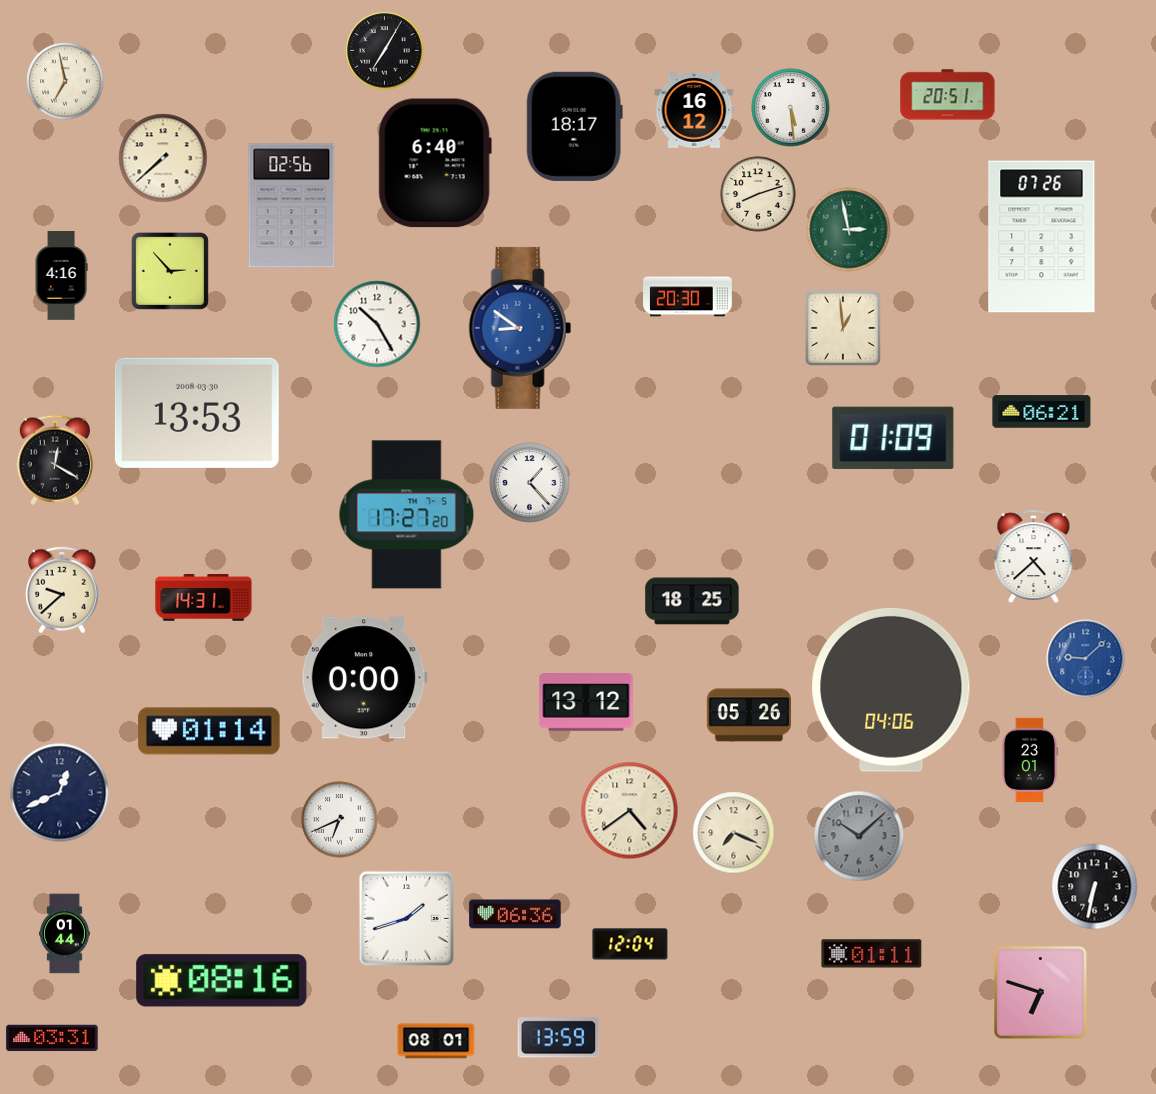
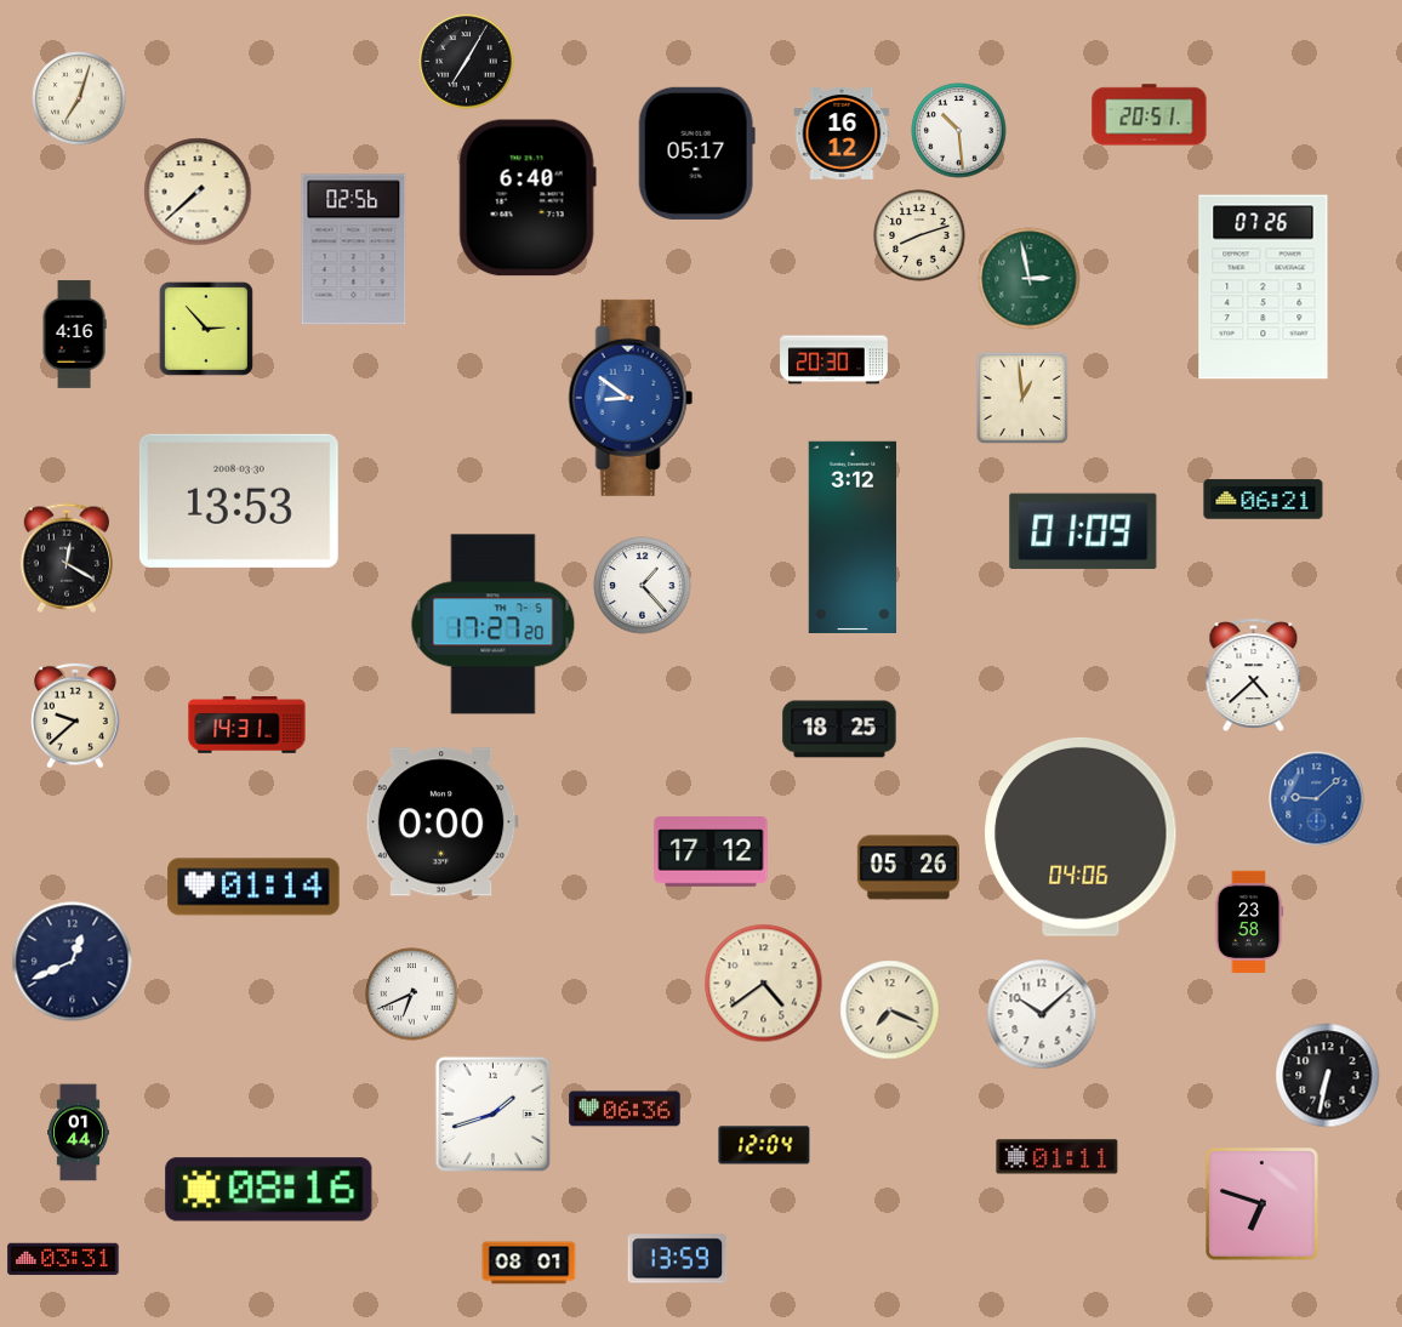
clock at (65, 81): 6:58 -> 7:03
clock at (791, 108): 5:29 -> 10:29
clock at (574, 126): 18:17 -> 05:17
clock at (377, 324): 10:25 -> none
clock at (851, 537): none -> 3:12
clock at (586, 702): 13:12 -> 17:12
clock at (1030, 759): 23:01 -> 23:58
clock at (859, 836) dial: grey -> white
